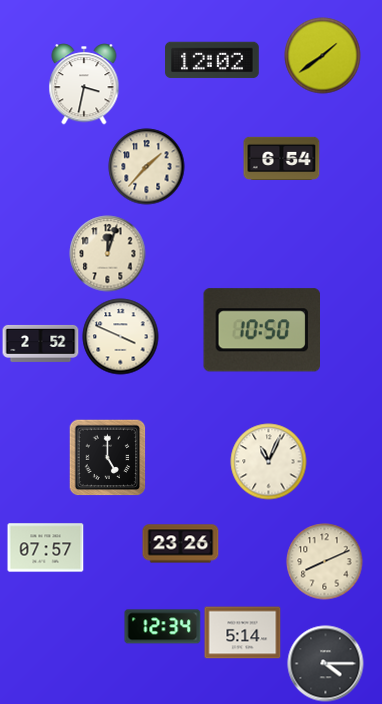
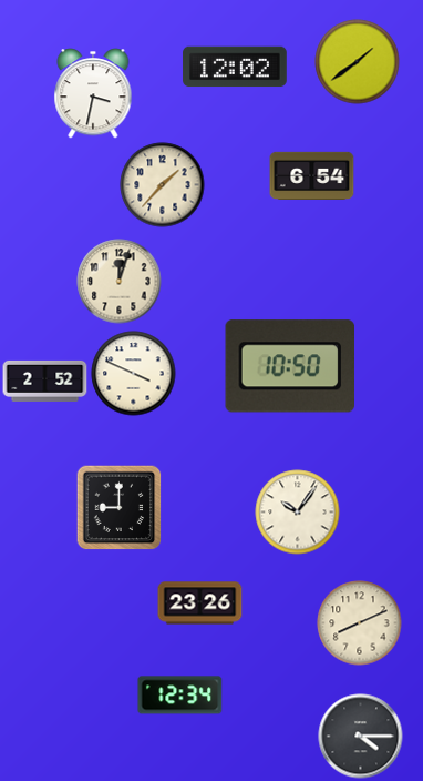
clock at (107, 457): 5:00 -> 9:00
clock at (269, 462): 11:04 -> 10:06
clock at (46, 548): 07:57 -> none
clock at (243, 633): 5:14 -> none
